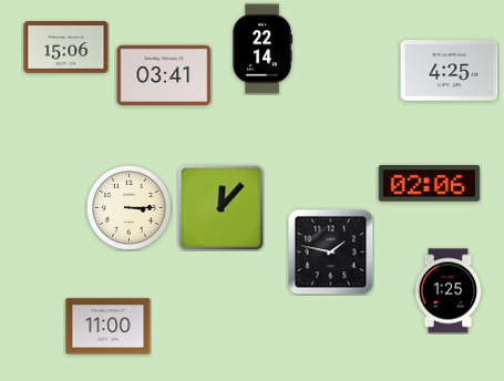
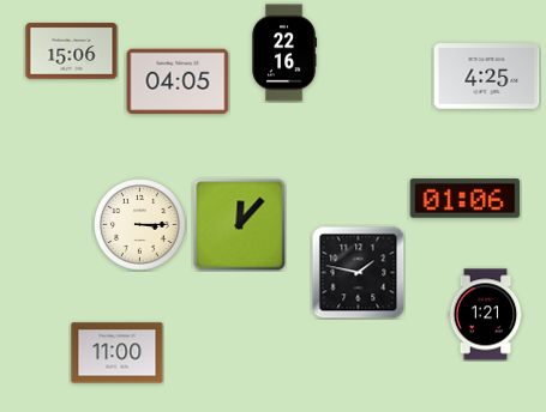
clock at (264, 49): 22:14 -> 22:16
clock at (164, 75): 03:41 -> 04:05
clock at (430, 184): 02:06 -> 01:06
clock at (449, 291): 1:25 -> 1:21
